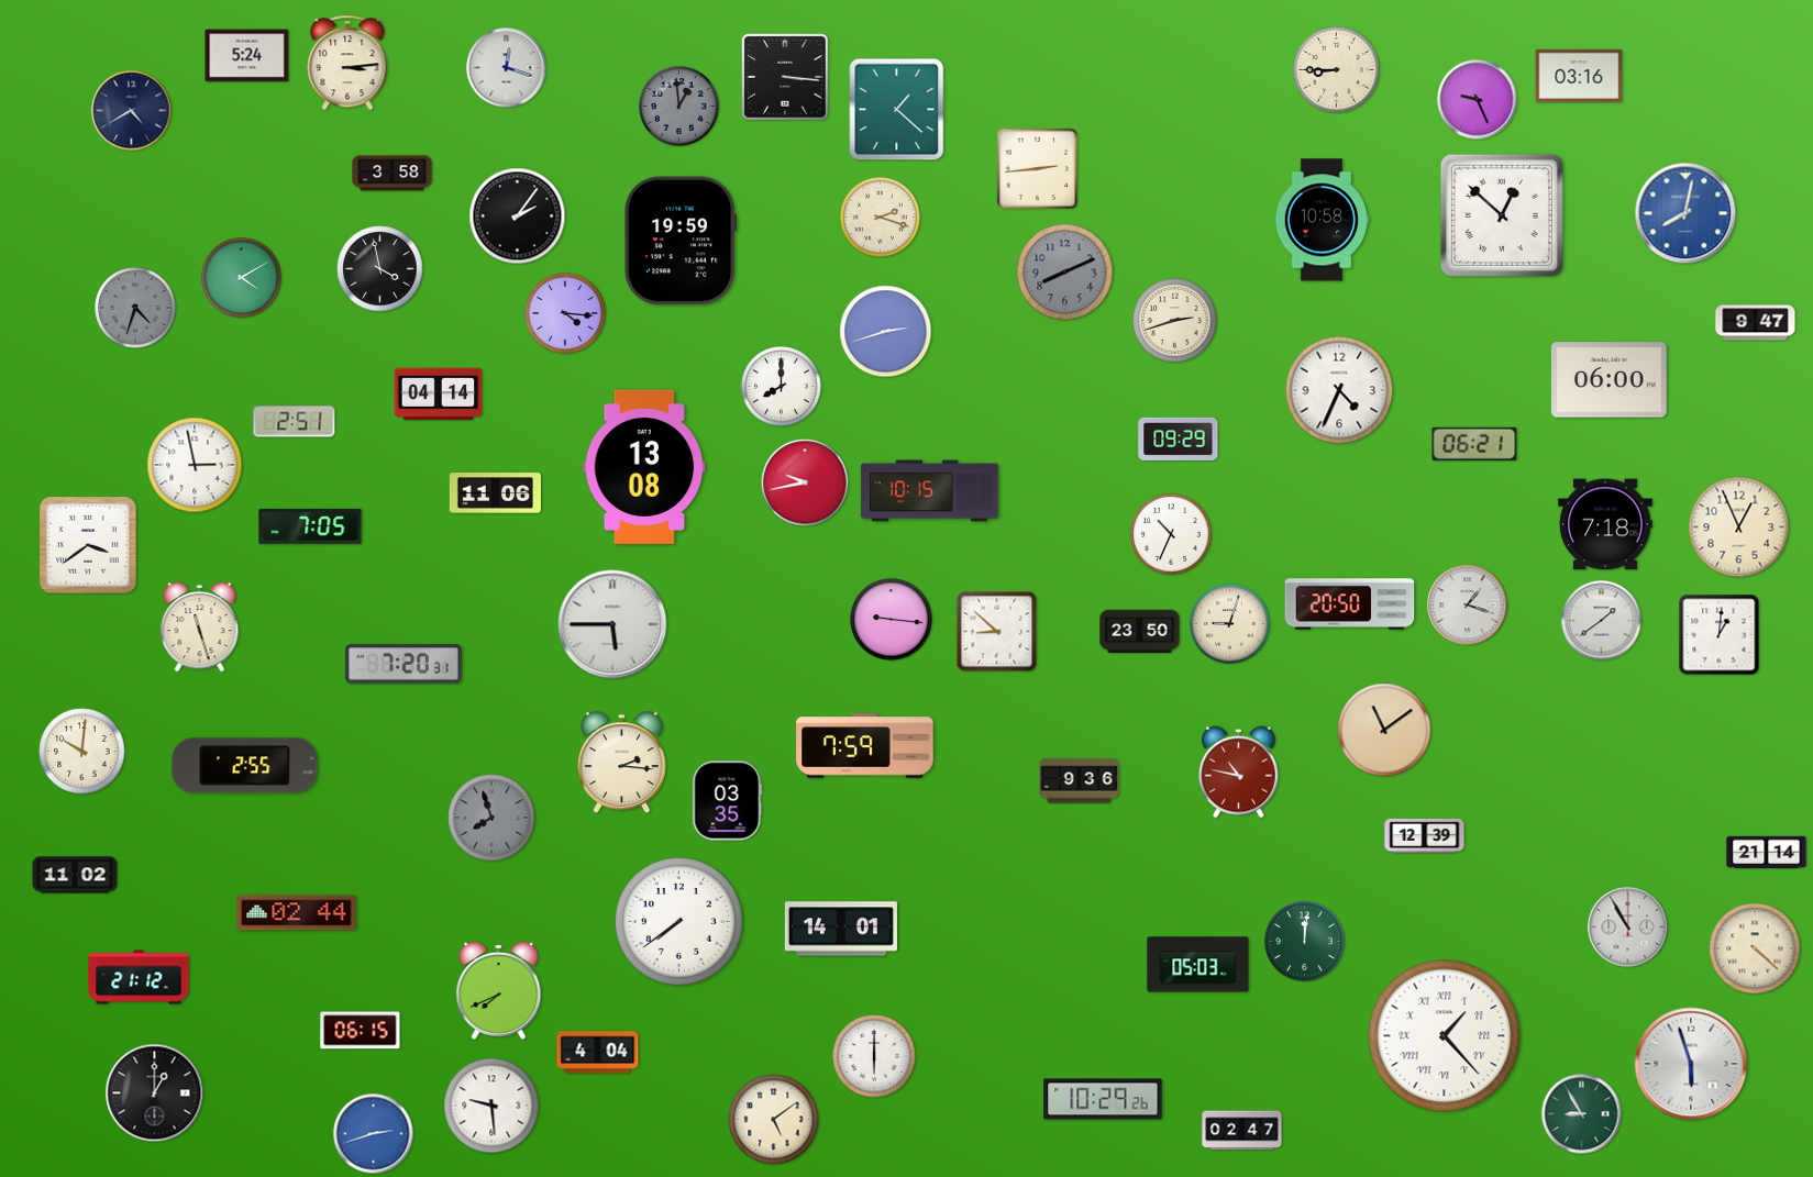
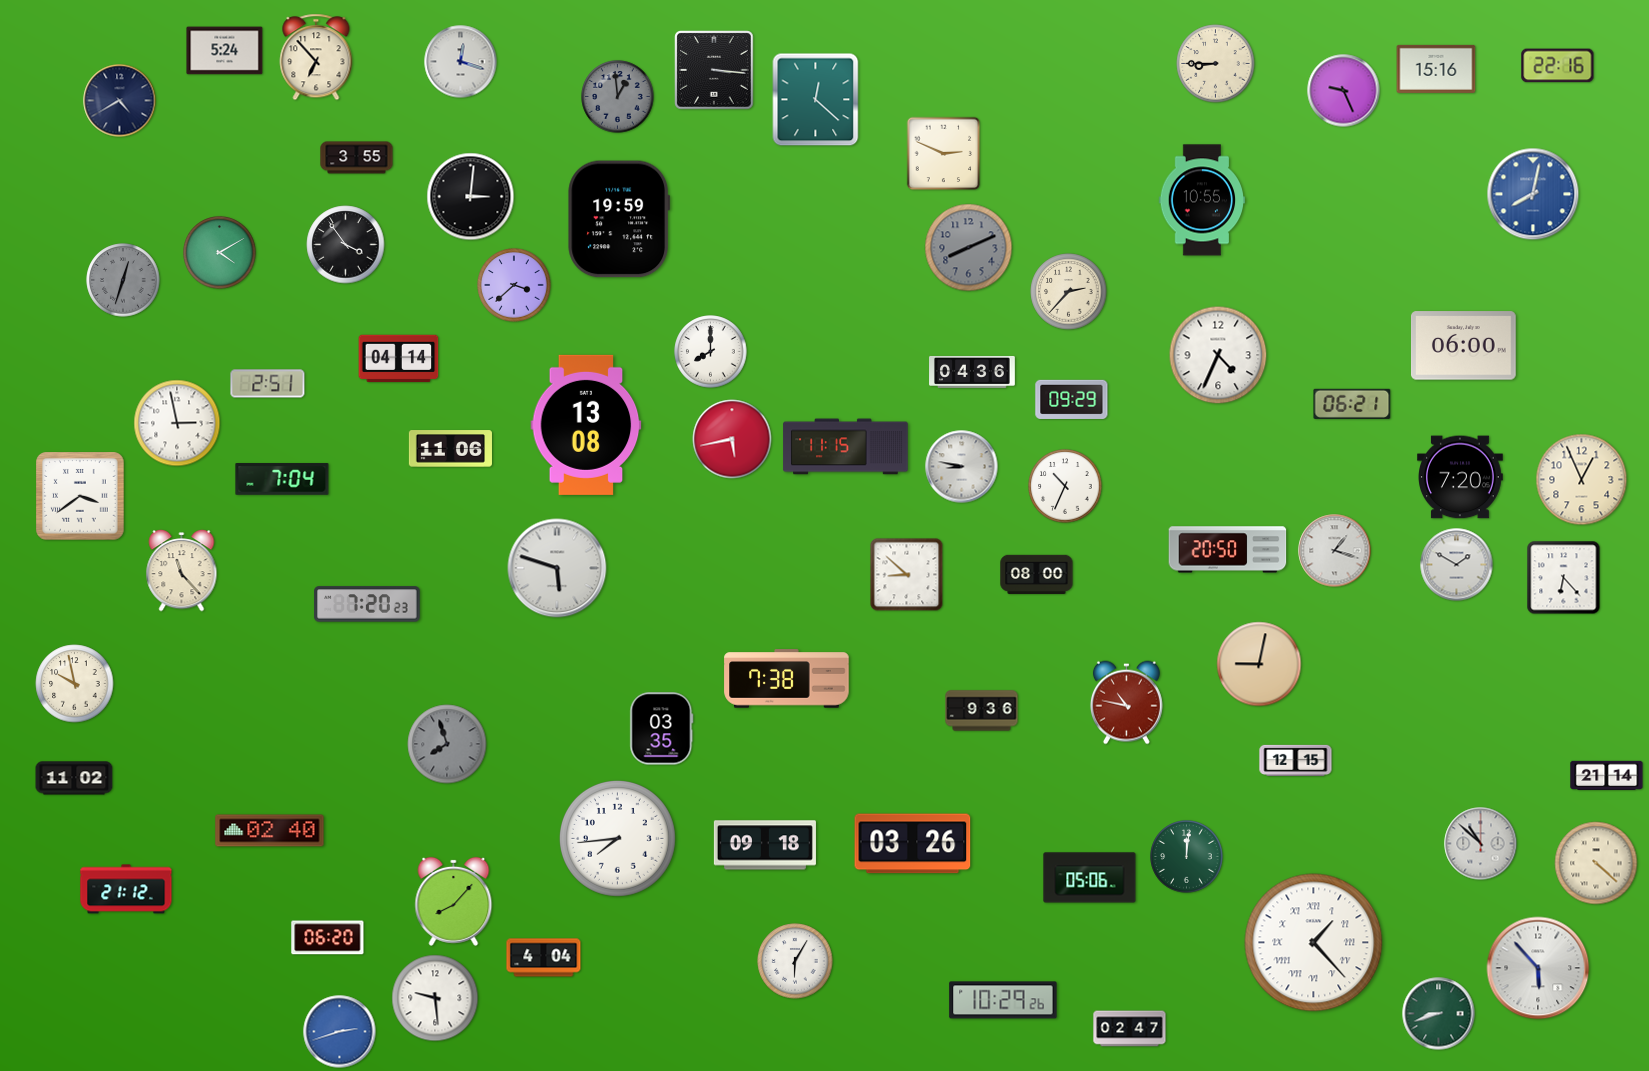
clock at (347, 63): 3:14 -> 6:53
clock at (1558, 66): none -> 22:16
clock at (1579, 76): 03:16 -> 15:16
clock at (897, 110): 1:22 -> 12:22
clock at (1038, 169): 2:44 -> 2:49
clock at (393, 174): 3:58 -> 3:55
clock at (1502, 215): 12:52 -> none
clock at (518, 216): 2:06 -> 3:01
clock at (881, 218): 2:18 -> none
clock at (1322, 220): 10:58 -> 10:55
clock at (380, 269): 3:58 -> 3:54
clock at (135, 308): 4:33 -> 12:33
clock at (565, 313): 4:16 -> 3:38
clock at (1175, 321): 2:42 -> 2:37
clock at (1756, 323): 9:47 -> none
clock at (886, 332): 2:42 -> none
clock at (972, 372): none -> 04:36
clock at (1474, 444) position: (1474, 444) -> (1352, 404)
clock at (805, 482): 9:43 -> 5:43
clock at (930, 491): 10:15 -> 11:15
clock at (962, 467): none -> 8:47
clock at (1606, 524): 7:18 -> 7:20
clock at (310, 526): 7:05 -> 7:04
clock at (892, 620): 9:16 -> none
clock at (1602, 621): 1:39 -> 1:50
clock at (612, 624): 5:45 -> 5:48
clock at (1230, 624): 9:03 -> none
clock at (200, 628): 11:27 -> 11:23
clock at (1140, 631): 23:50 -> 08:00
clock at (1720, 635): 1:01 -> 6:23
clock at (403, 664): 7:20:31 -> 7:20:23
clock at (1384, 730): 11:09 -> 9:02
clock at (865, 746): 7:59 -> 7:38
clock at (82, 752): 10:01 -> 9:58
clock at (622, 763): 2:16 -> none
clock at (245, 766): 2:55 -> none
clock at (1425, 835): 12:39 -> 12:15
clock at (75, 875) position: (75, 875) -> (74, 778)
clock at (297, 913): 02:44 -> 02:40
clock at (678, 921): 7:39 -> 7:44
clock at (913, 844): none -> 03:26
clock at (1628, 928): 10:55 -> 10:52
clock at (841, 929): 14:01 -> 09:18
clock at (1198, 965): 05:03 -> 05:06
clock at (499, 990): 7:41 -> 8:07
clock at (361, 1031): 06:15 -> 06:20
clock at (874, 1056): 6:00 -> 6:05
clock at (1691, 1064): 5:57 -> 5:53
clock at (155, 1093): 1:00 -> none
clock at (491, 1106) position: (491, 1106) -> (435, 998)
clock at (1582, 1114): 8:55 -> 8:42
clock at (774, 1120): 5:09 -> none
